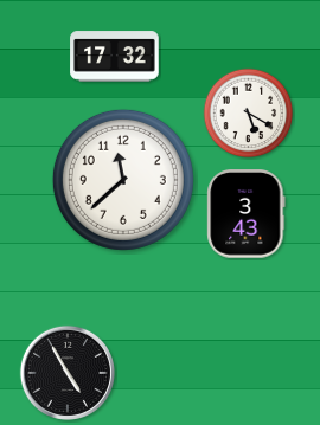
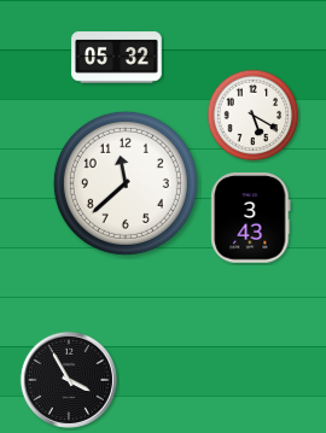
clock at (115, 57): 17:32 -> 05:32
clock at (68, 373): 4:55 -> 3:55
